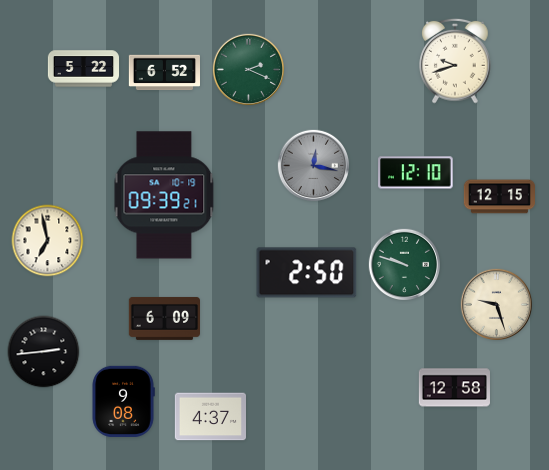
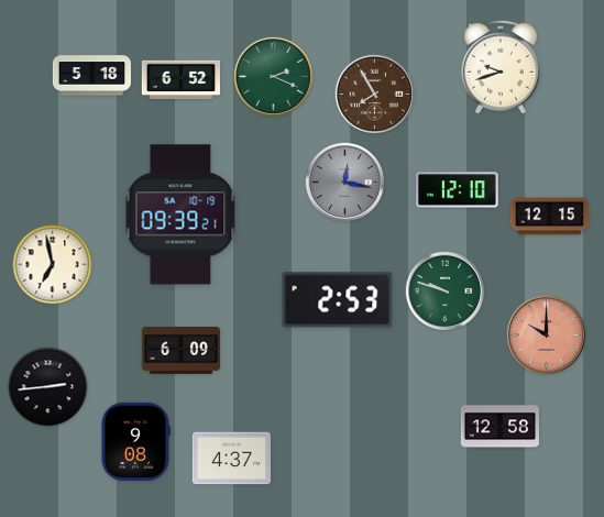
clock at (84, 69): 5:22 -> 5:18
clock at (374, 94): none -> 7:55
clock at (307, 273): 2:50 -> 2:53
clock at (496, 304): 9:27 -> 10:00
clock at (496, 304) dial: cream -> salmon
